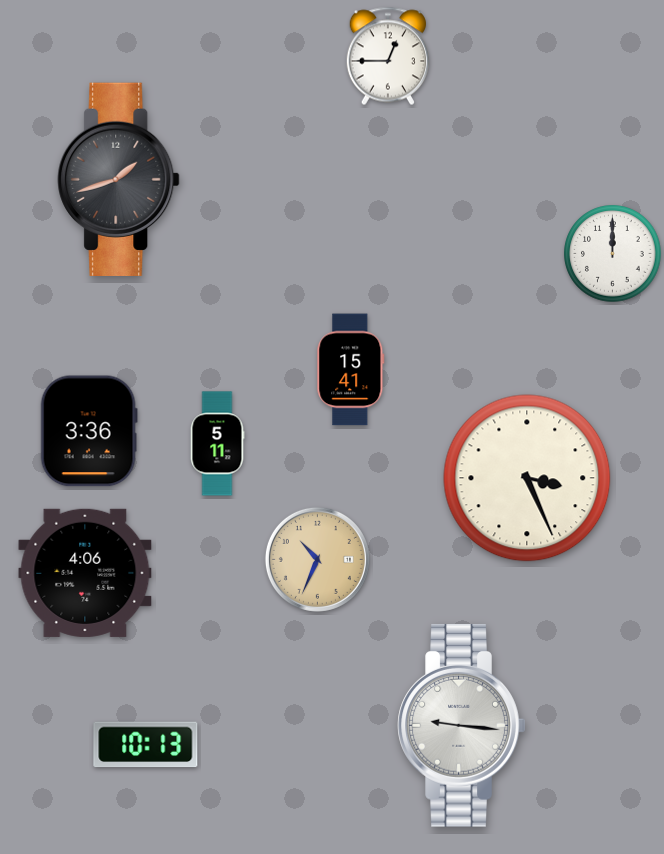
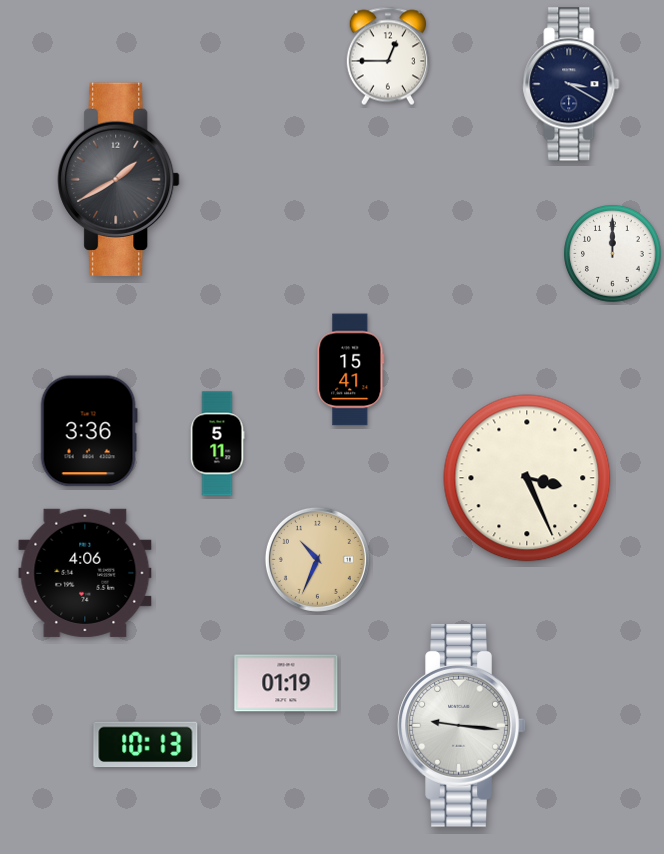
clock at (571, 84): none -> 3:20
clock at (119, 179): 1:42 -> 1:40
clock at (286, 683): none -> 01:19
